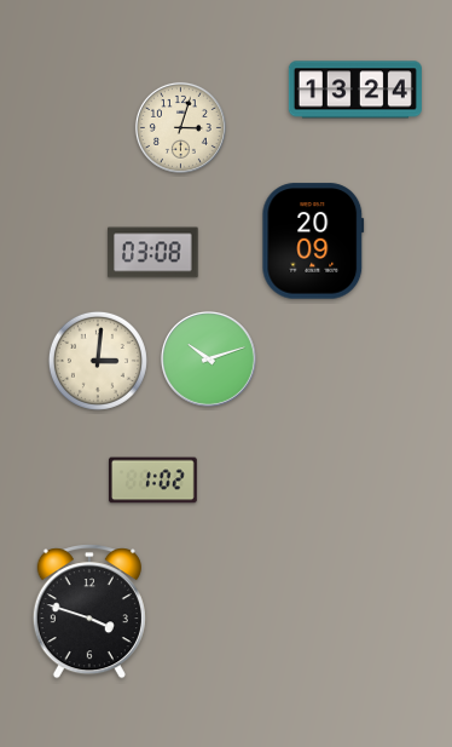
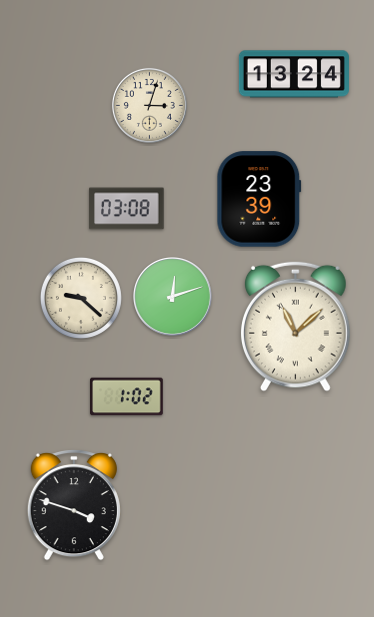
clock at (313, 241): 20:09 -> 23:39
clock at (208, 358): 10:12 -> 12:12
clock at (98, 361): 3:01 -> 9:22
clock at (295, 326): none -> 11:08
